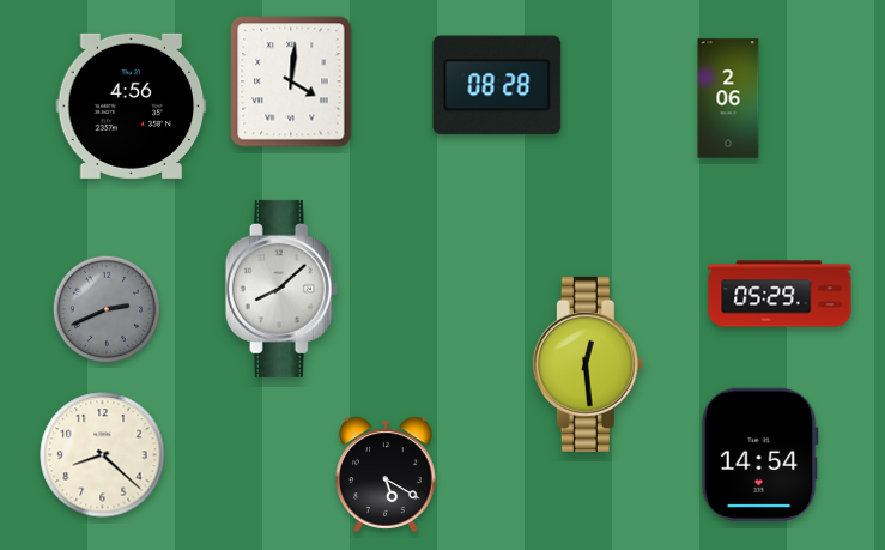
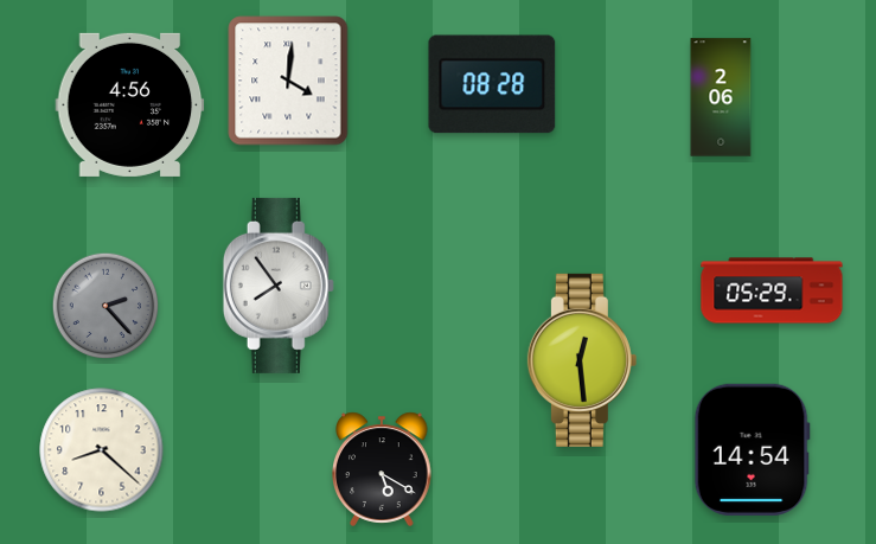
clock at (281, 289): 8:08 -> 7:54
clock at (107, 309): 2:41 -> 2:23
